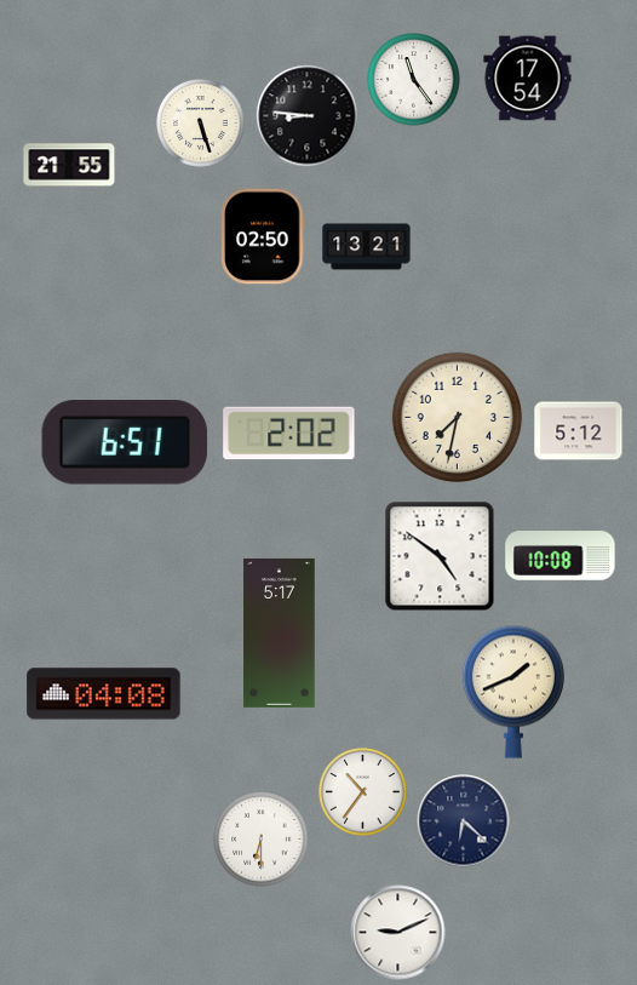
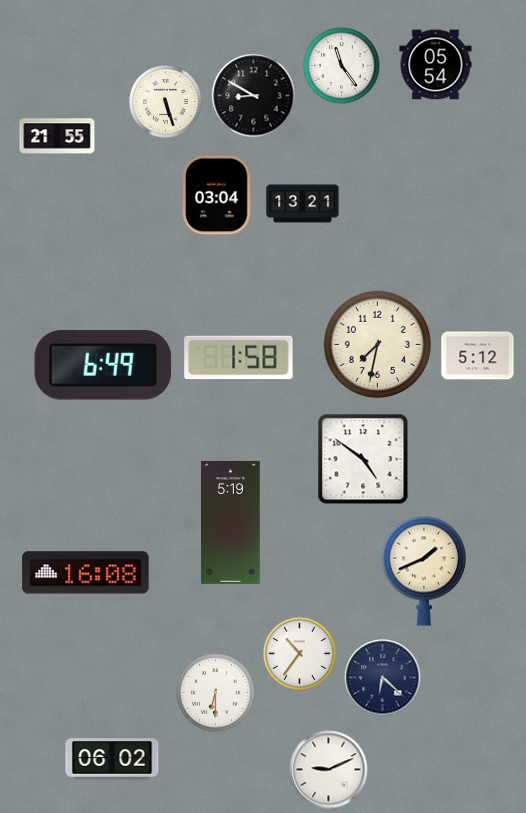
clock at (528, 79): 17:54 -> 05:54
clock at (308, 116): 8:46 -> 8:50
clock at (263, 236): 02:50 -> 03:04
clock at (289, 434): 2:02 -> 1:58
clock at (125, 442): 6:51 -> 6:49
clock at (561, 556): 10:08 -> none
clock at (280, 632): 5:17 -> 5:19
clock at (104, 694): 04:08 -> 16:08
clock at (112, 759): none -> 06:02
